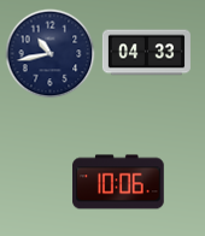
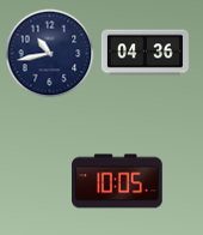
clock at (146, 53): 04:33 -> 04:36
clock at (118, 182): 10:06 -> 10:05
